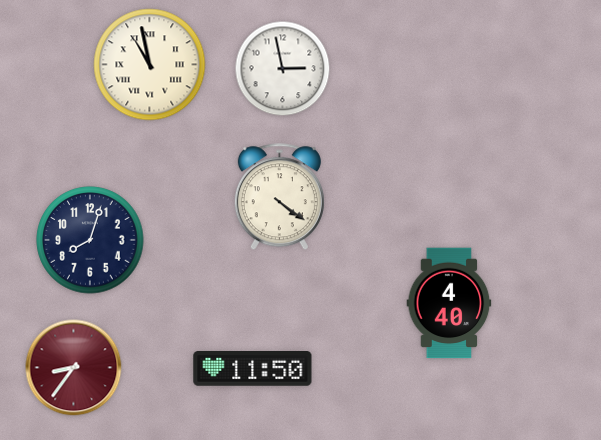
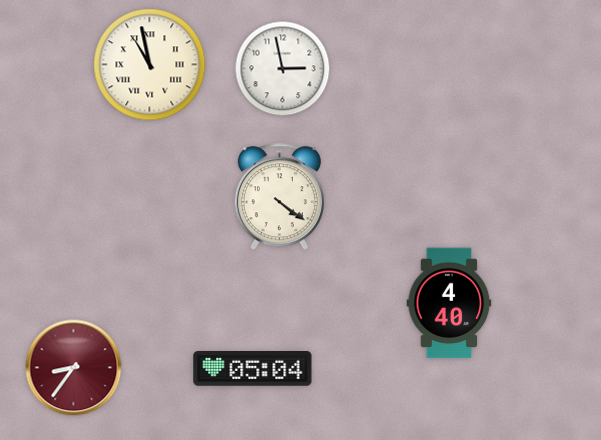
clock at (90, 240): 8:03 -> none
clock at (253, 369): 11:50 -> 05:04
